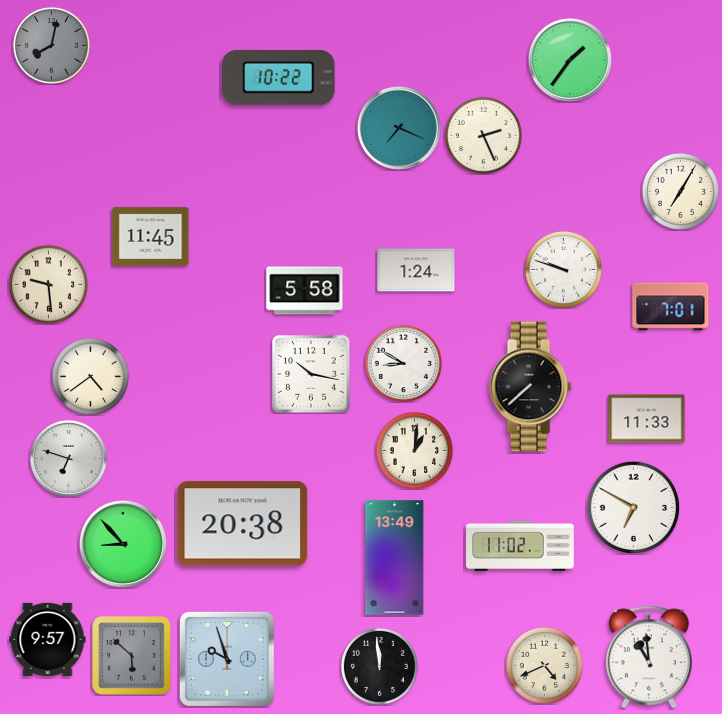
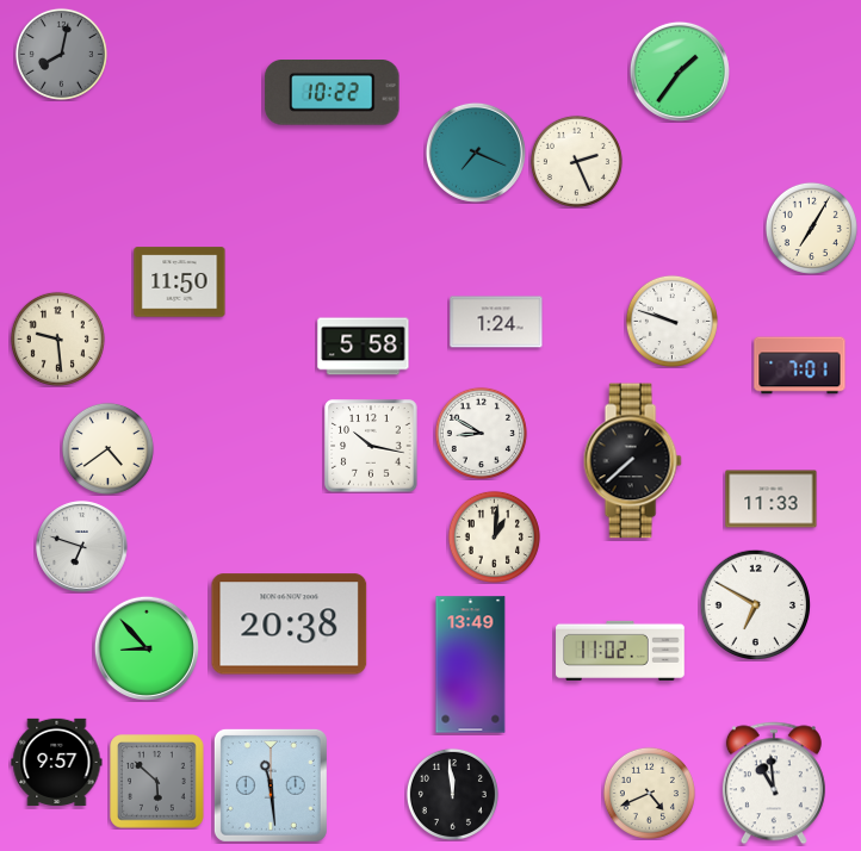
clock at (151, 237): 11:45 -> 11:50
clock at (227, 659): 9:57 -> 11:29
